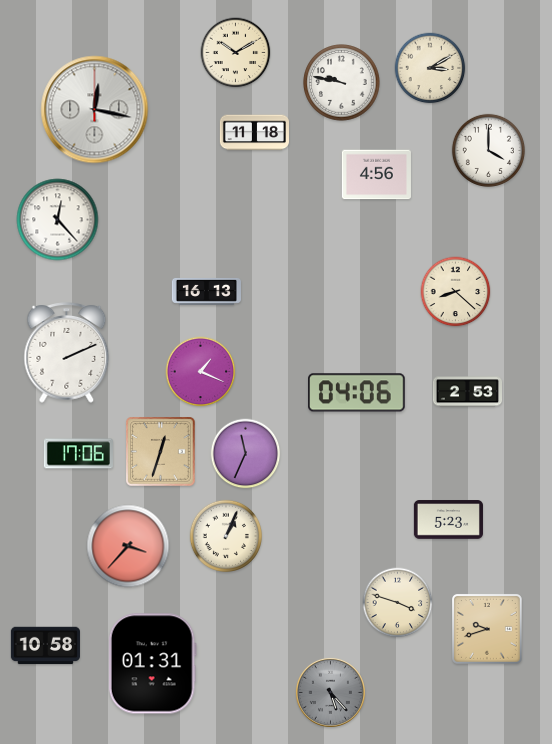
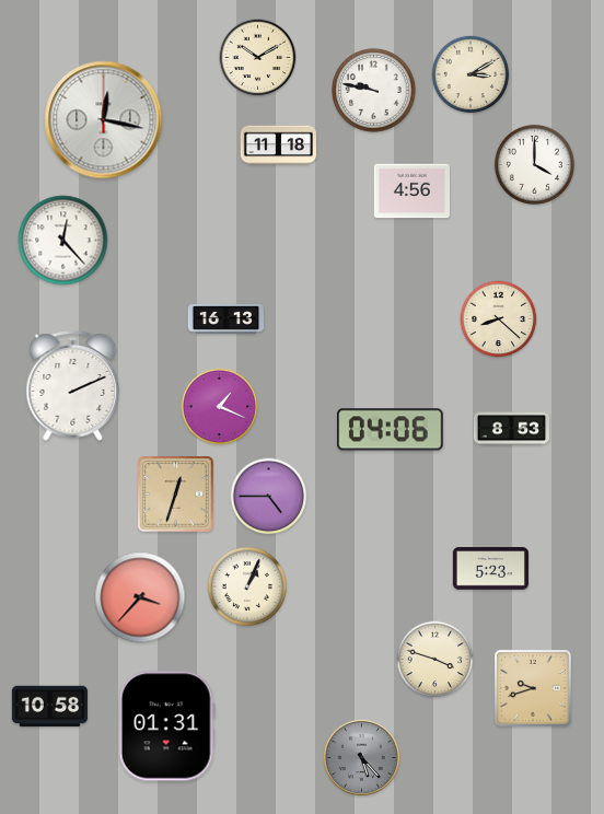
clock at (467, 392): 2:53 -> 8:53
clock at (78, 454): 17:06 -> none
clock at (246, 454): 11:34 -> 4:45
